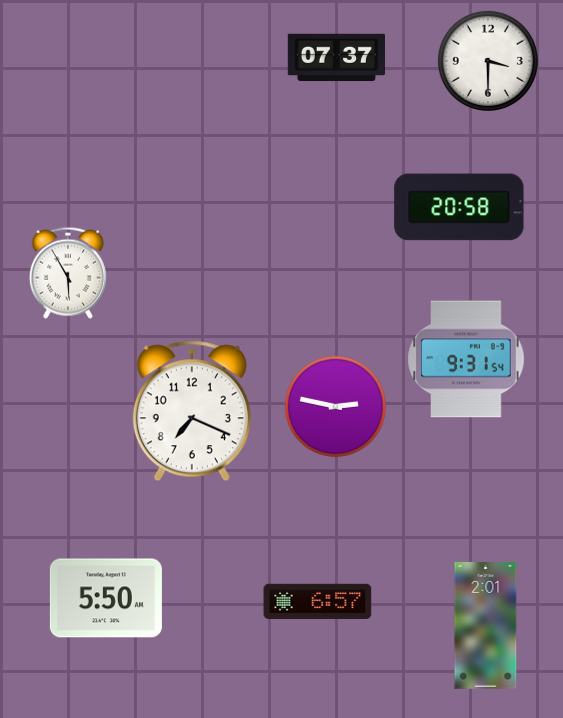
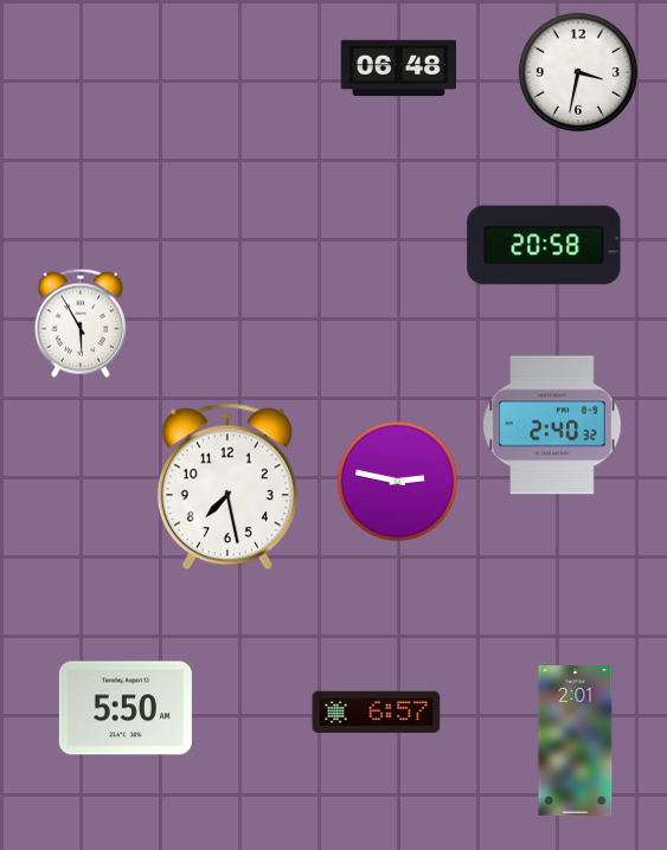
clock at (336, 58): 07:37 -> 06:48
clock at (488, 61): 3:30 -> 3:32
clock at (466, 359): 9:31 -> 2:40
clock at (192, 411): 7:19 -> 7:28
